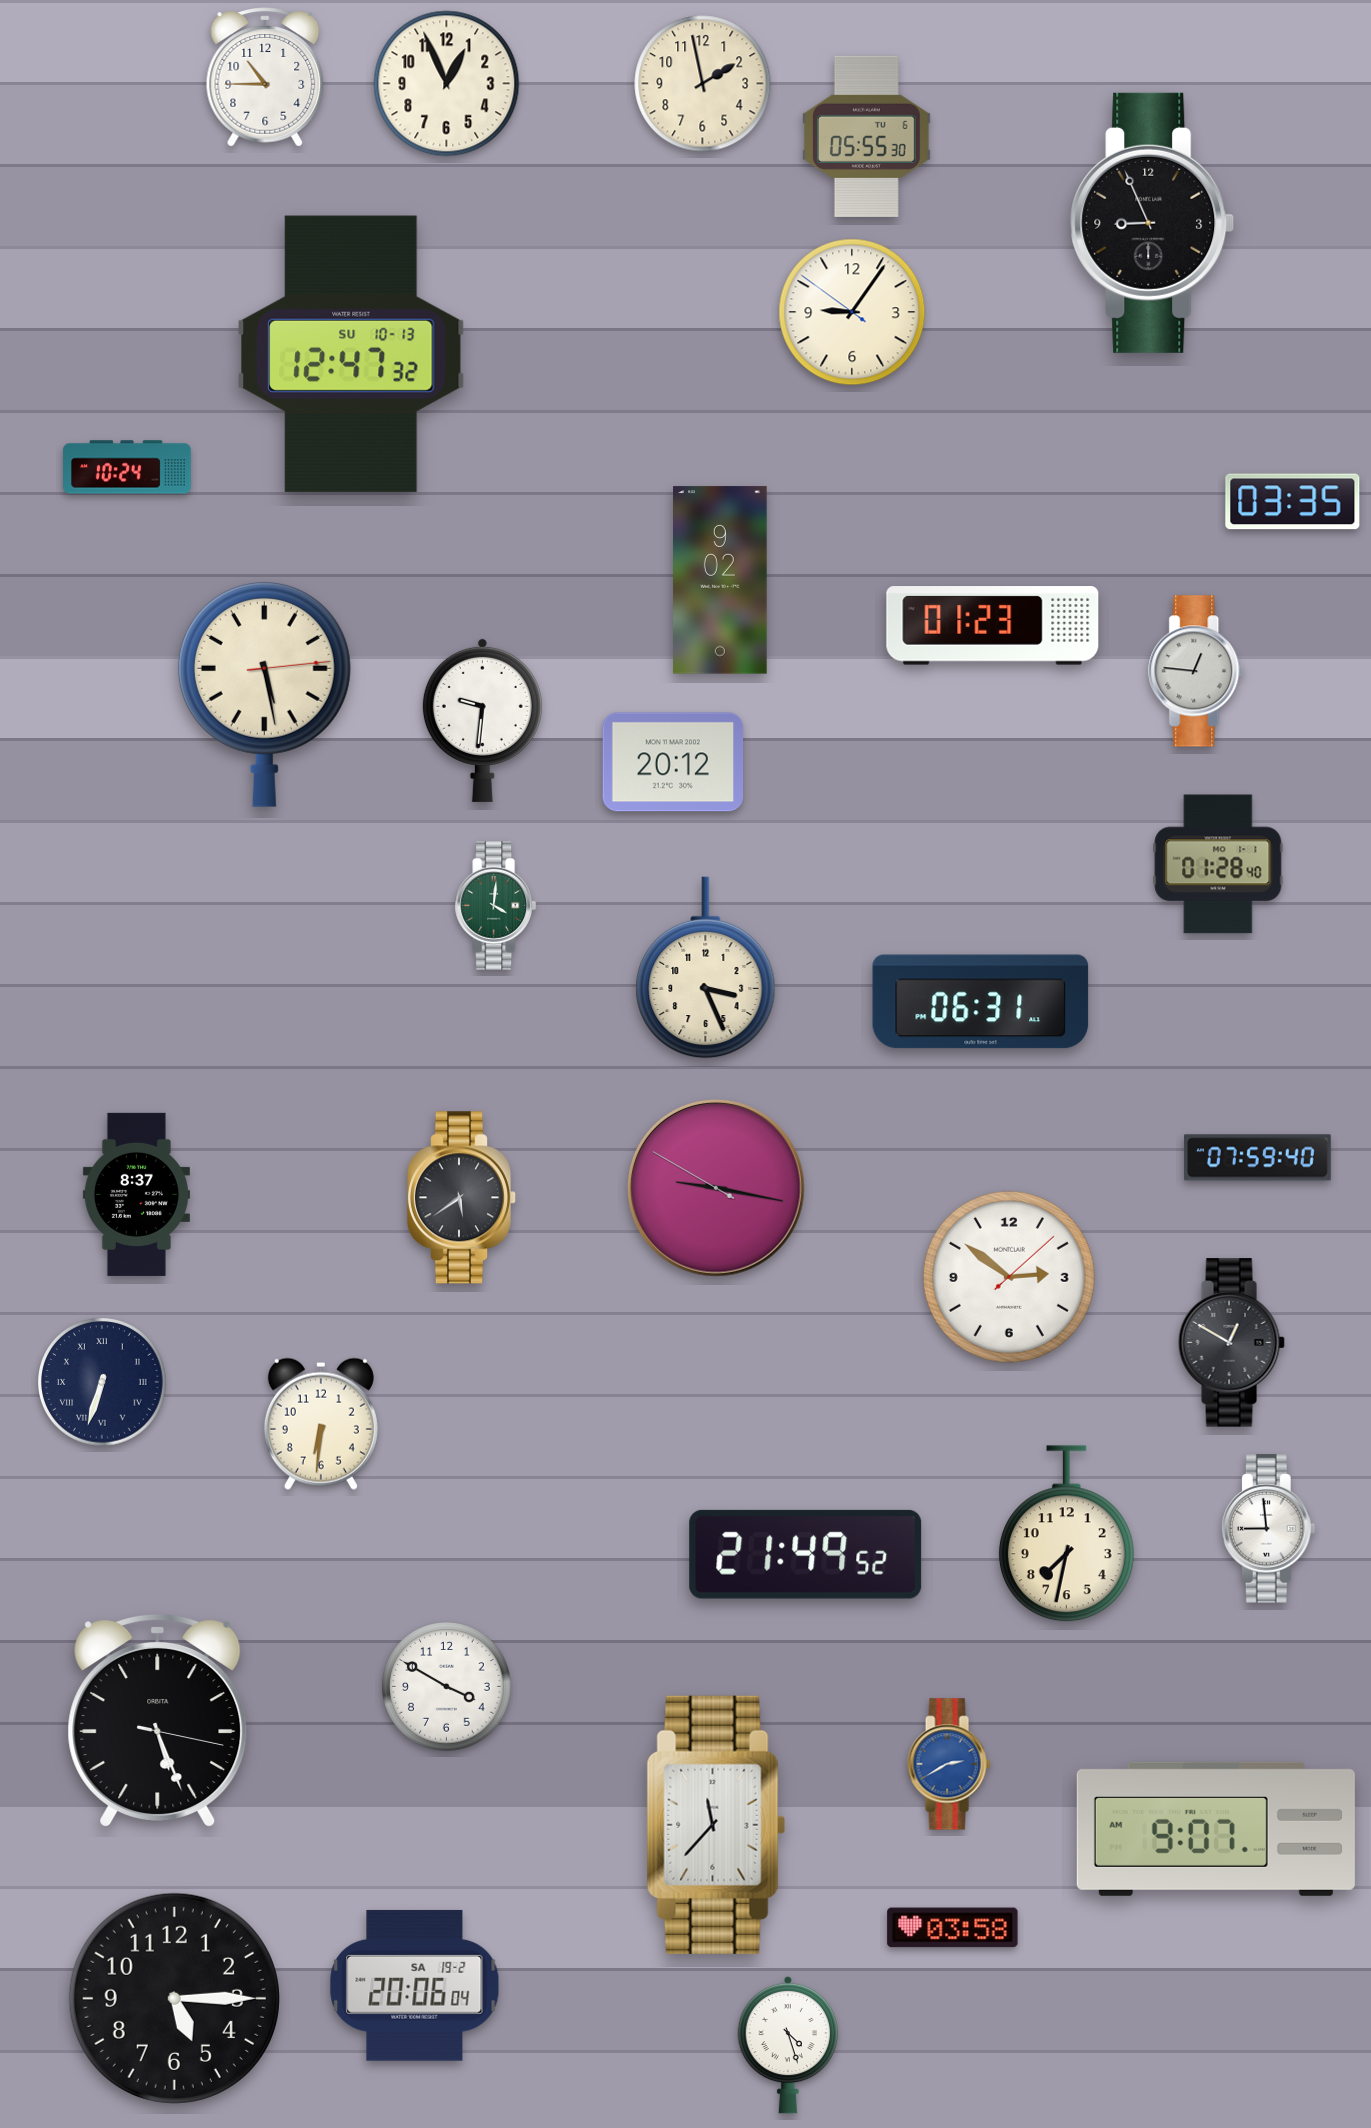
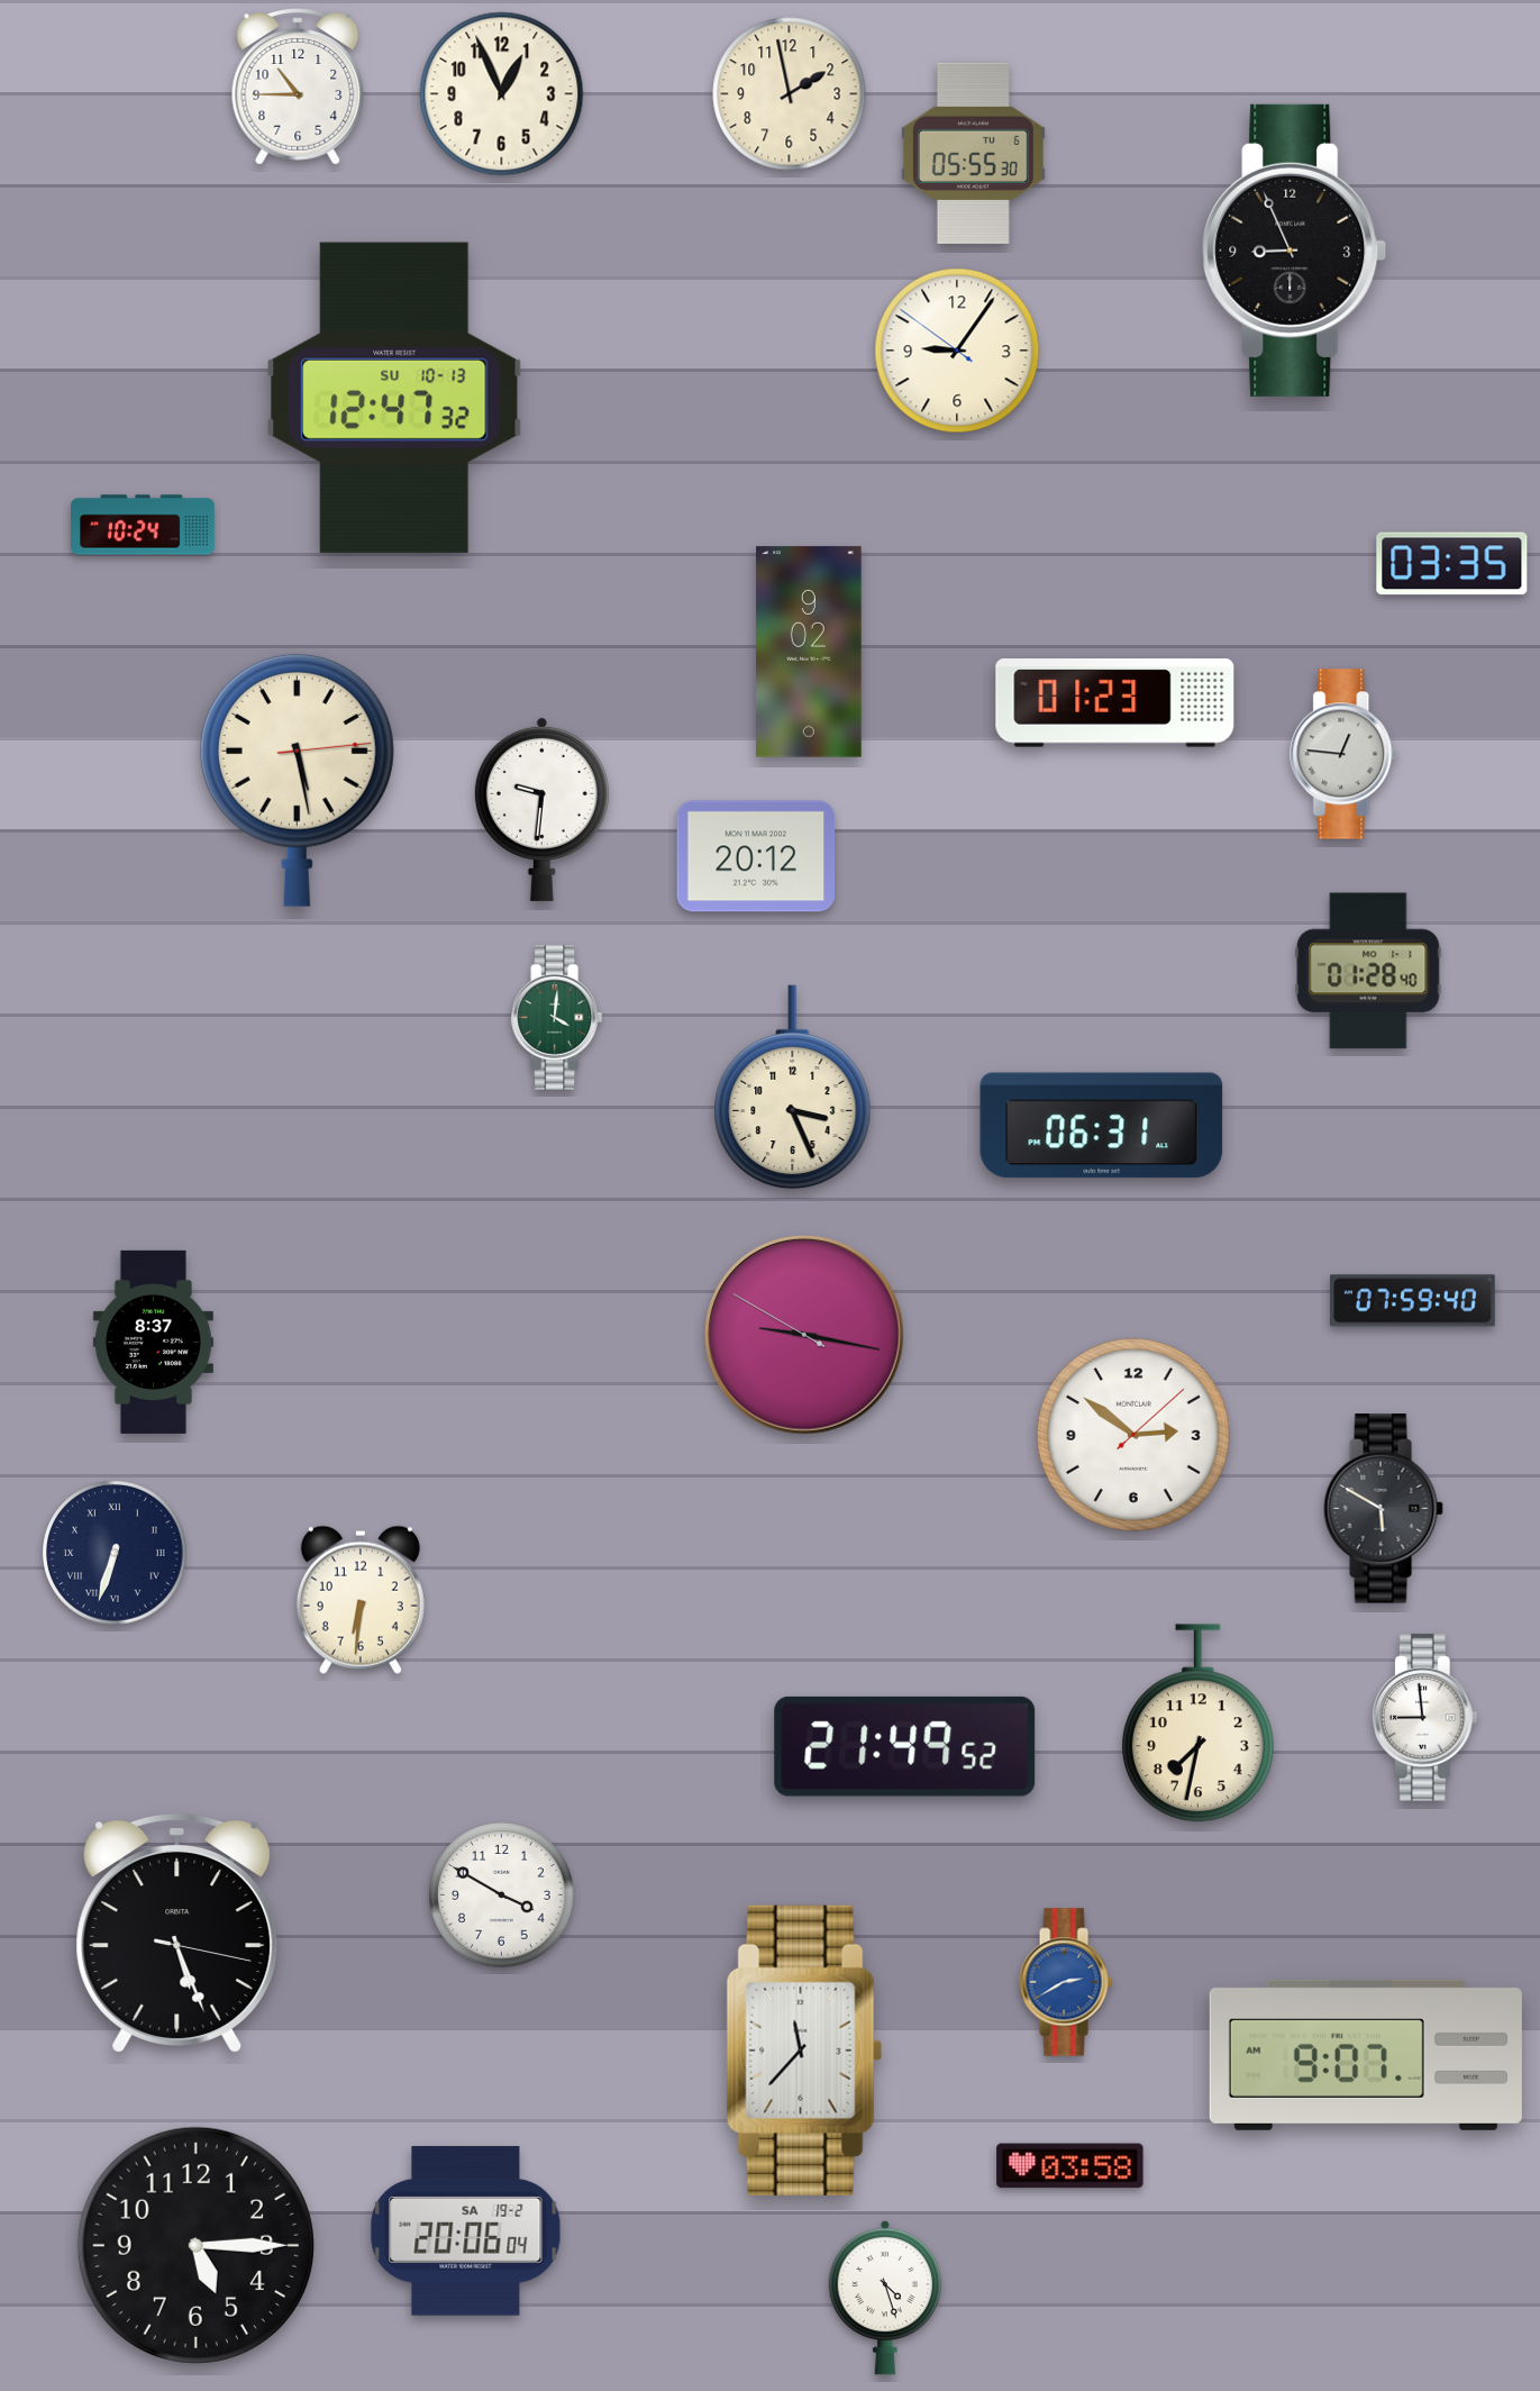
clock at (462, 1198): 5:39 -> none
clock at (1231, 1343): 12:50 -> 5:50
